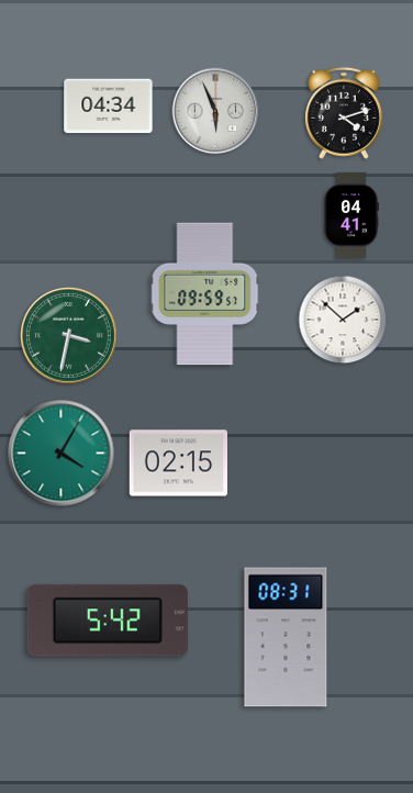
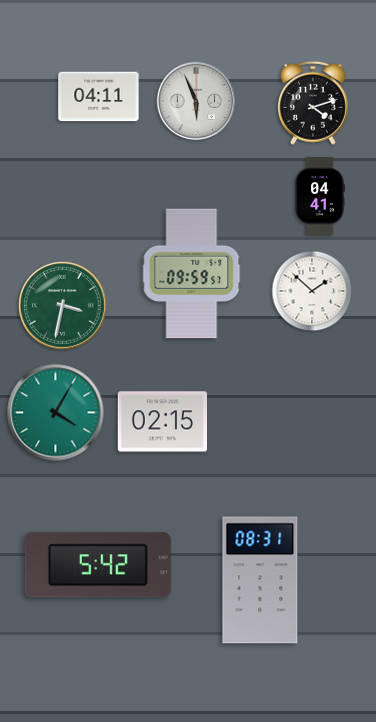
clock at (109, 107): 04:34 -> 04:11
clock at (205, 294) position: (205, 294) -> (192, 274)
